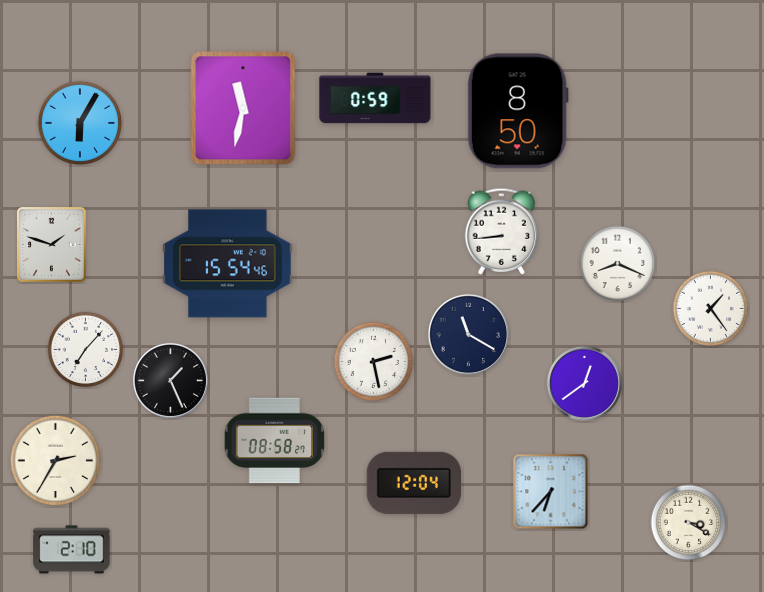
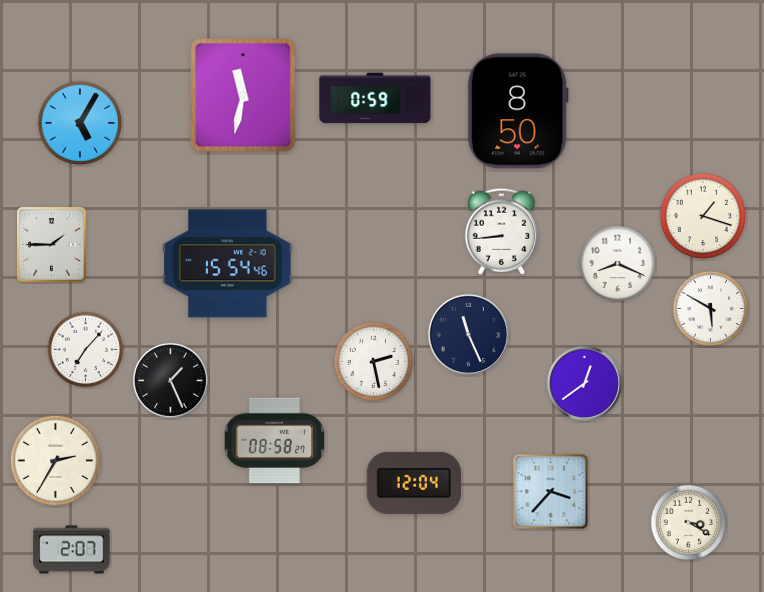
clock at (243, 108) position: (243, 108) -> (243, 95)
clock at (80, 123): 6:05 -> 5:05
clock at (703, 216): none -> 1:18
clock at (52, 245): 1:48 -> 1:45
clock at (711, 309): 1:24 -> 5:50
clock at (468, 334): 11:20 -> 11:26
clock at (551, 492): 6:37 -> 3:37
clock at (72, 550): 2:10 -> 2:07
